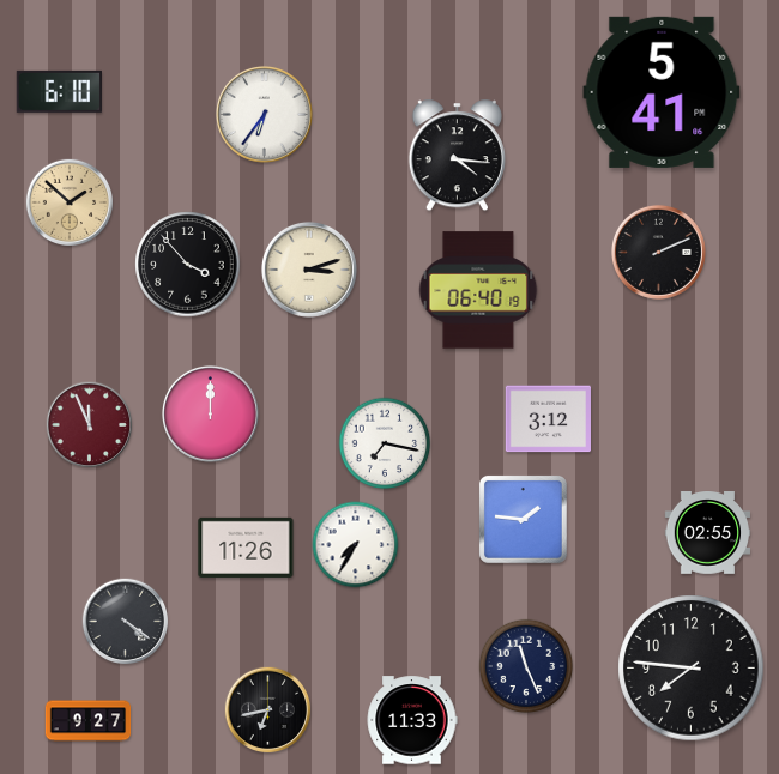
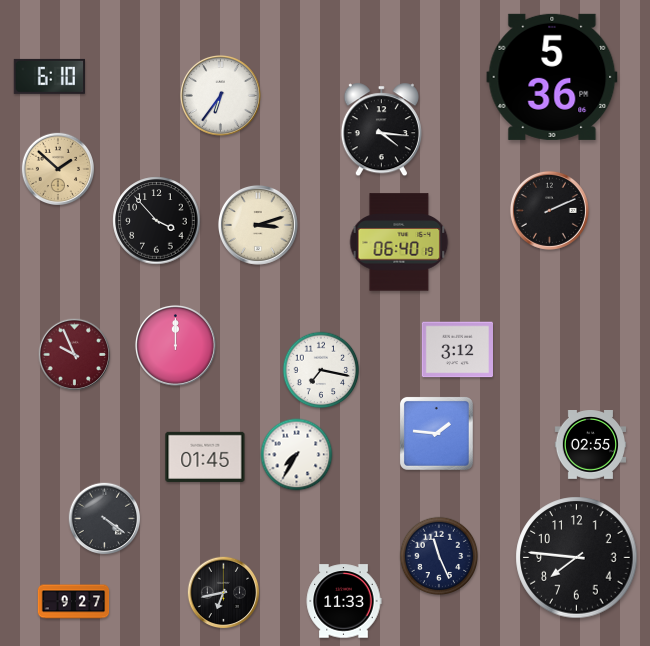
clock at (662, 92): 5:41 -> 5:36
clock at (90, 425): 11:56 -> 9:56
clock at (246, 548): 11:26 -> 01:45
